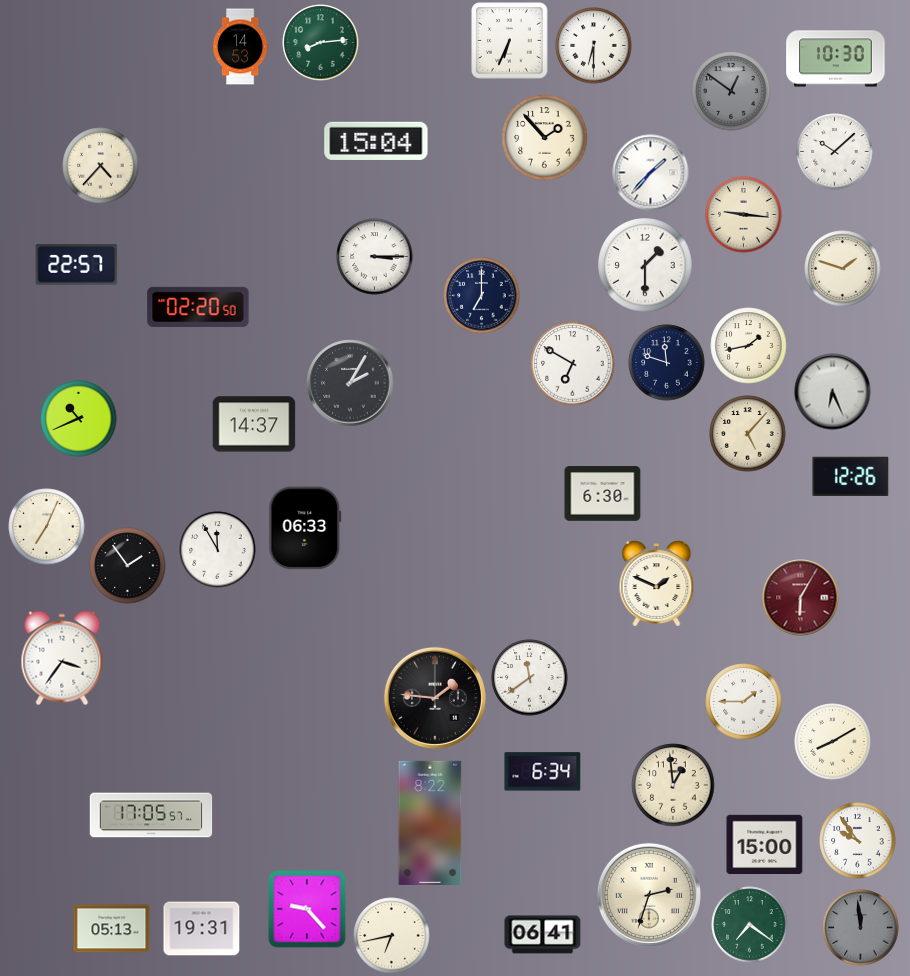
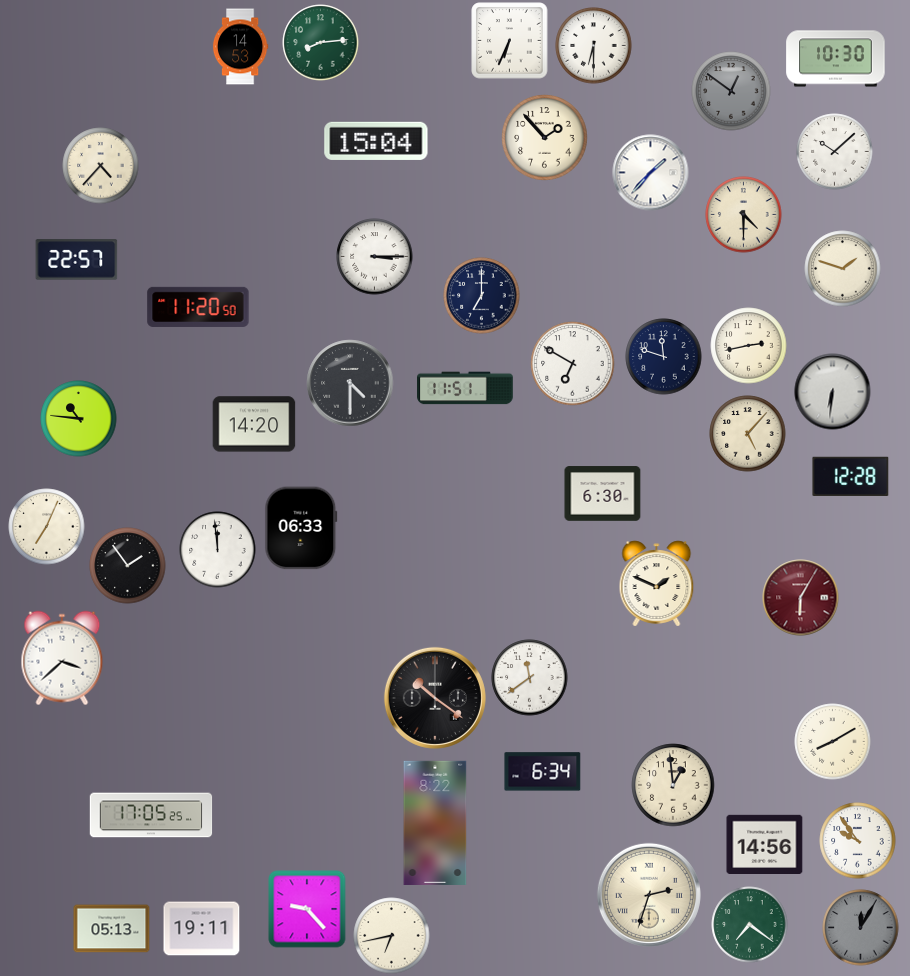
clock at (744, 215): 9:16 -> 4:30
clock at (77, 265) position: (77, 265) -> (77, 260)
clock at (645, 265): 1:30 -> none
clock at (198, 307): 02:20 -> 11:20
clock at (749, 346): 1:43 -> 2:43
clock at (667, 363) position: (667, 363) -> (664, 357)
clock at (350, 383): 2:05 -> 4:30
clock at (465, 388): none -> 11:51
clock at (833, 392): 6:26 -> 6:31
clock at (79, 419): 10:41 -> 10:46
clock at (254, 424): 14:37 -> 14:20
clock at (851, 476): 12:26 -> 12:28
clock at (305, 528) position: (305, 528) -> (301, 528)
clock at (218, 550): 11:55 -> 11:59
clock at (62, 658): 3:36 -> 3:38
clock at (435, 698): 1:46 -> 10:21
clock at (744, 702): 1:45 -> none
clock at (151, 815): 17:05:57 -> 17:05:25
clock at (430, 823) position: (430, 823) -> (435, 823)
clock at (765, 844): 15:00 -> 14:56
clock at (861, 928): 11:59 -> 12:05
clock at (202, 929): 19:31 -> 19:11
clock at (543, 935): 06:41 -> none
